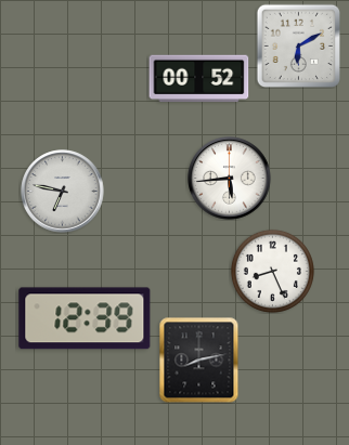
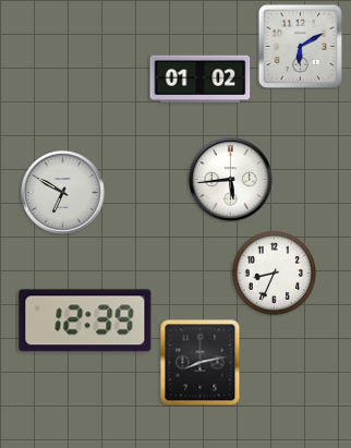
clock at (199, 79): 00:52 -> 01:02
clock at (63, 192): 6:47 -> 6:50
clock at (272, 271): 8:26 -> 8:34
